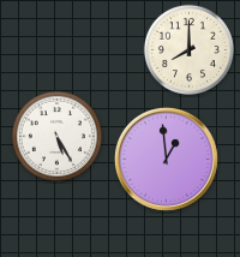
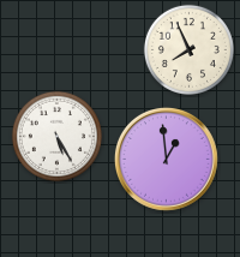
clock at (188, 49): 8:00 -> 7:56
